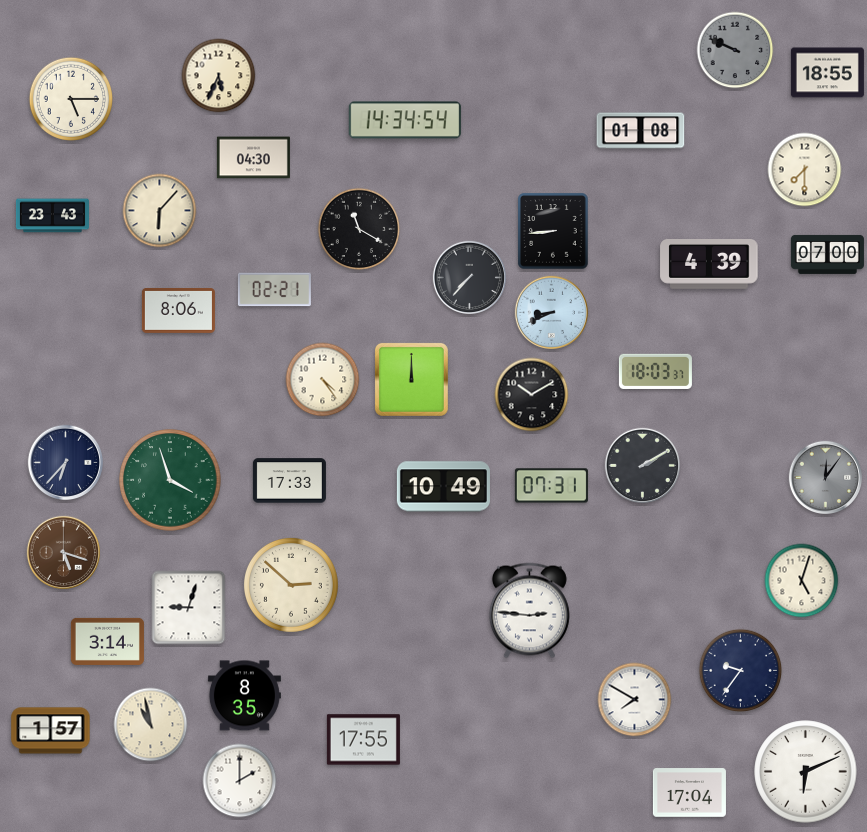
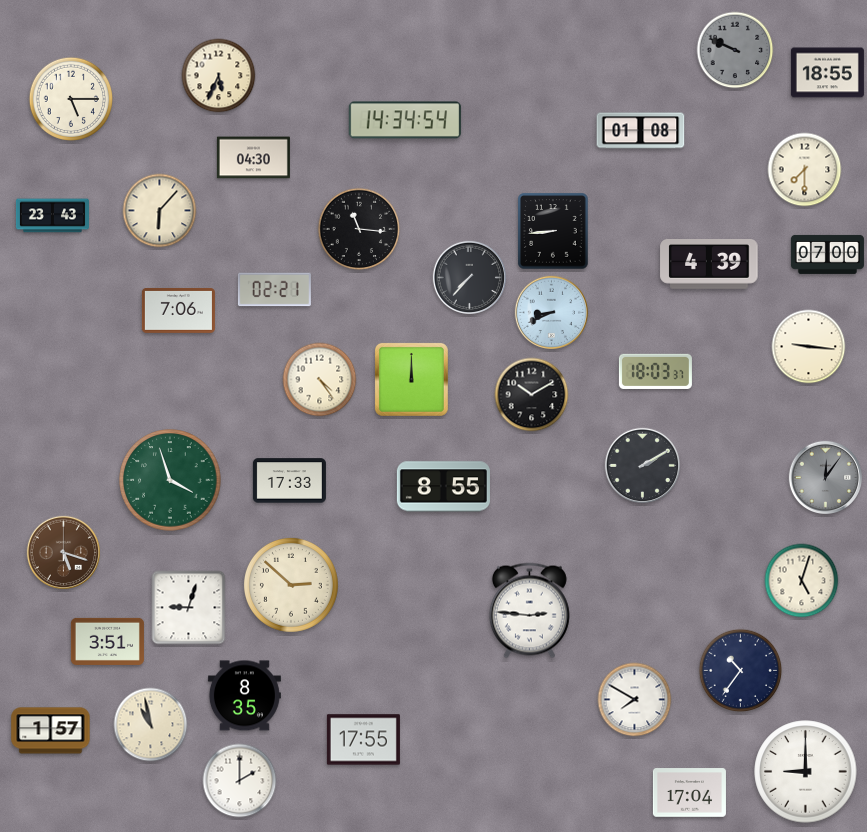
clock at (359, 229): 11:20 -> 11:16
clock at (178, 311): 8:06 -> 7:06
clock at (809, 347): none -> 9:16
clock at (323, 380) position: (323, 380) -> (320, 380)
clock at (65, 462): 6:37 -> none
clock at (551, 486): 07:31 -> none
clock at (443, 487): 10:49 -> 8:55
clock at (107, 641): 3:14 -> 3:51
clock at (741, 671): 9:36 -> 10:36
clock at (806, 772): 6:11 -> 9:00
